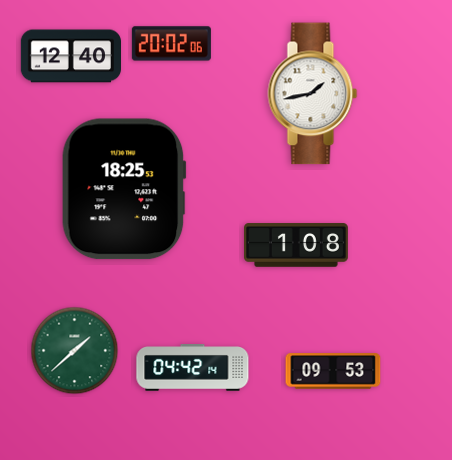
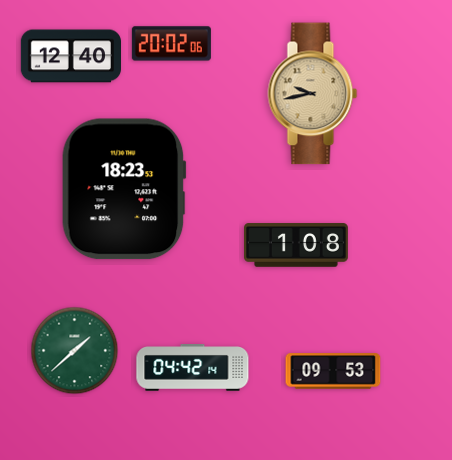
clock at (313, 94): 1:43 -> 9:43
clock at (313, 94) dial: white -> champagne
clock at (124, 189): 18:25 -> 18:23
